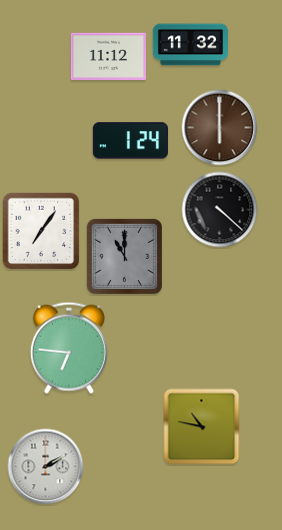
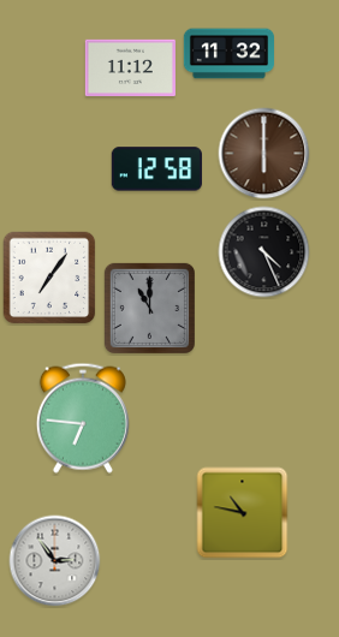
clock at (130, 141): 1:24 -> 12:58
clock at (220, 210): 4:22 -> 4:26
clock at (46, 467): 2:10 -> 2:54
